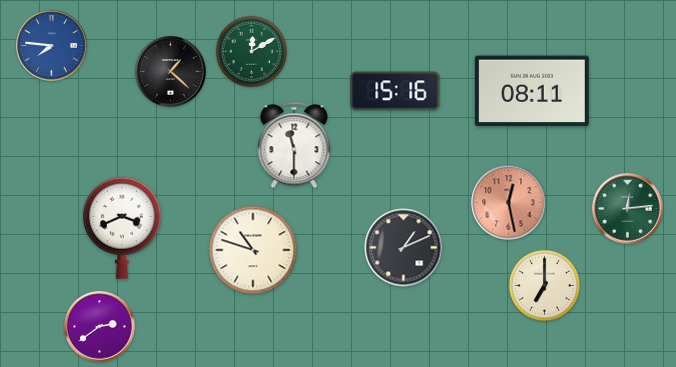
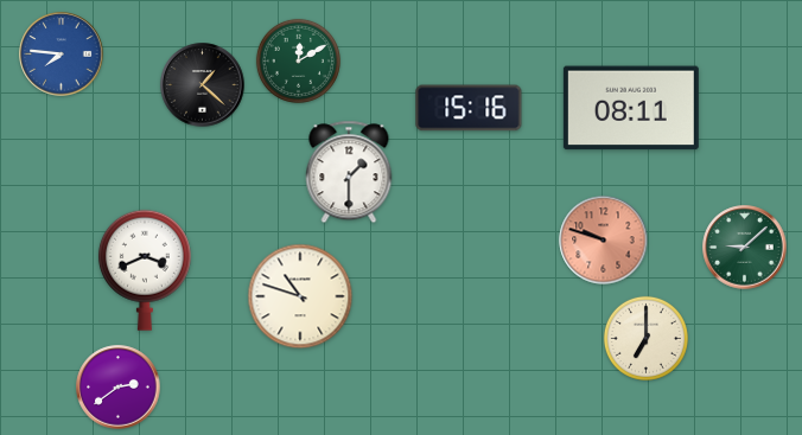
clock at (294, 145): 11:30 -> 1:30
clock at (509, 203): 12:28 -> 9:48
clock at (628, 209): 12:14 -> 9:08
clock at (404, 248): 1:11 -> none
